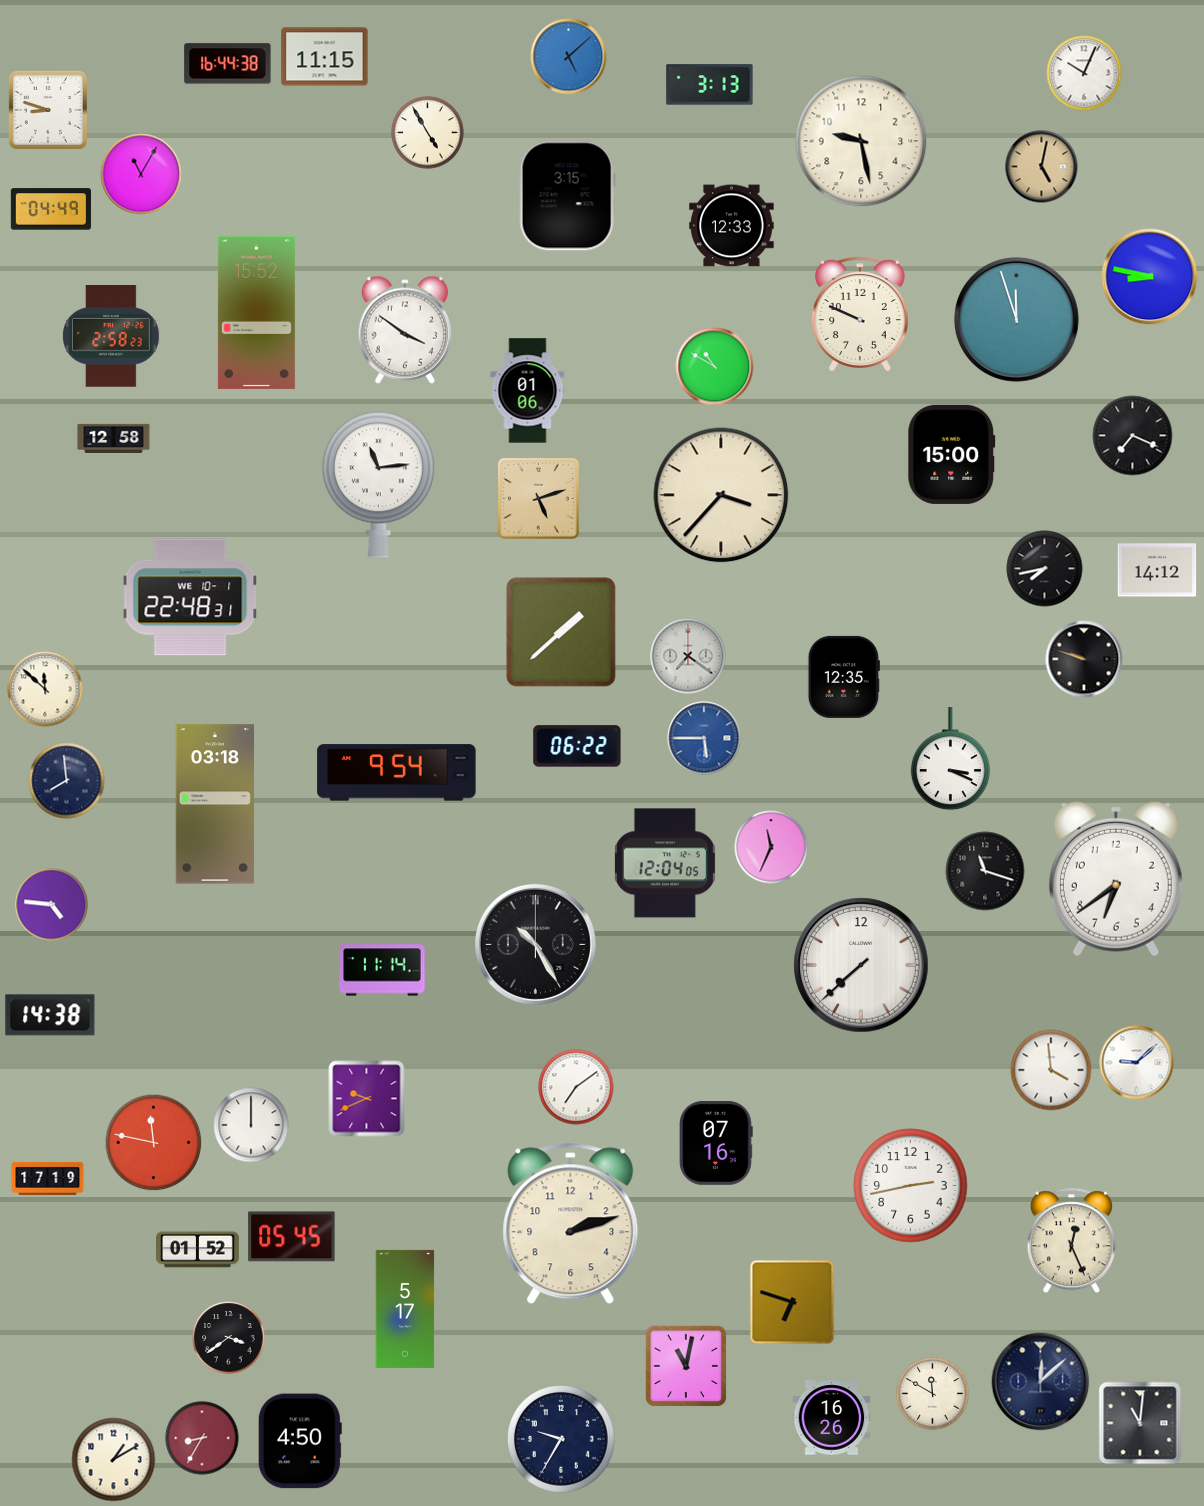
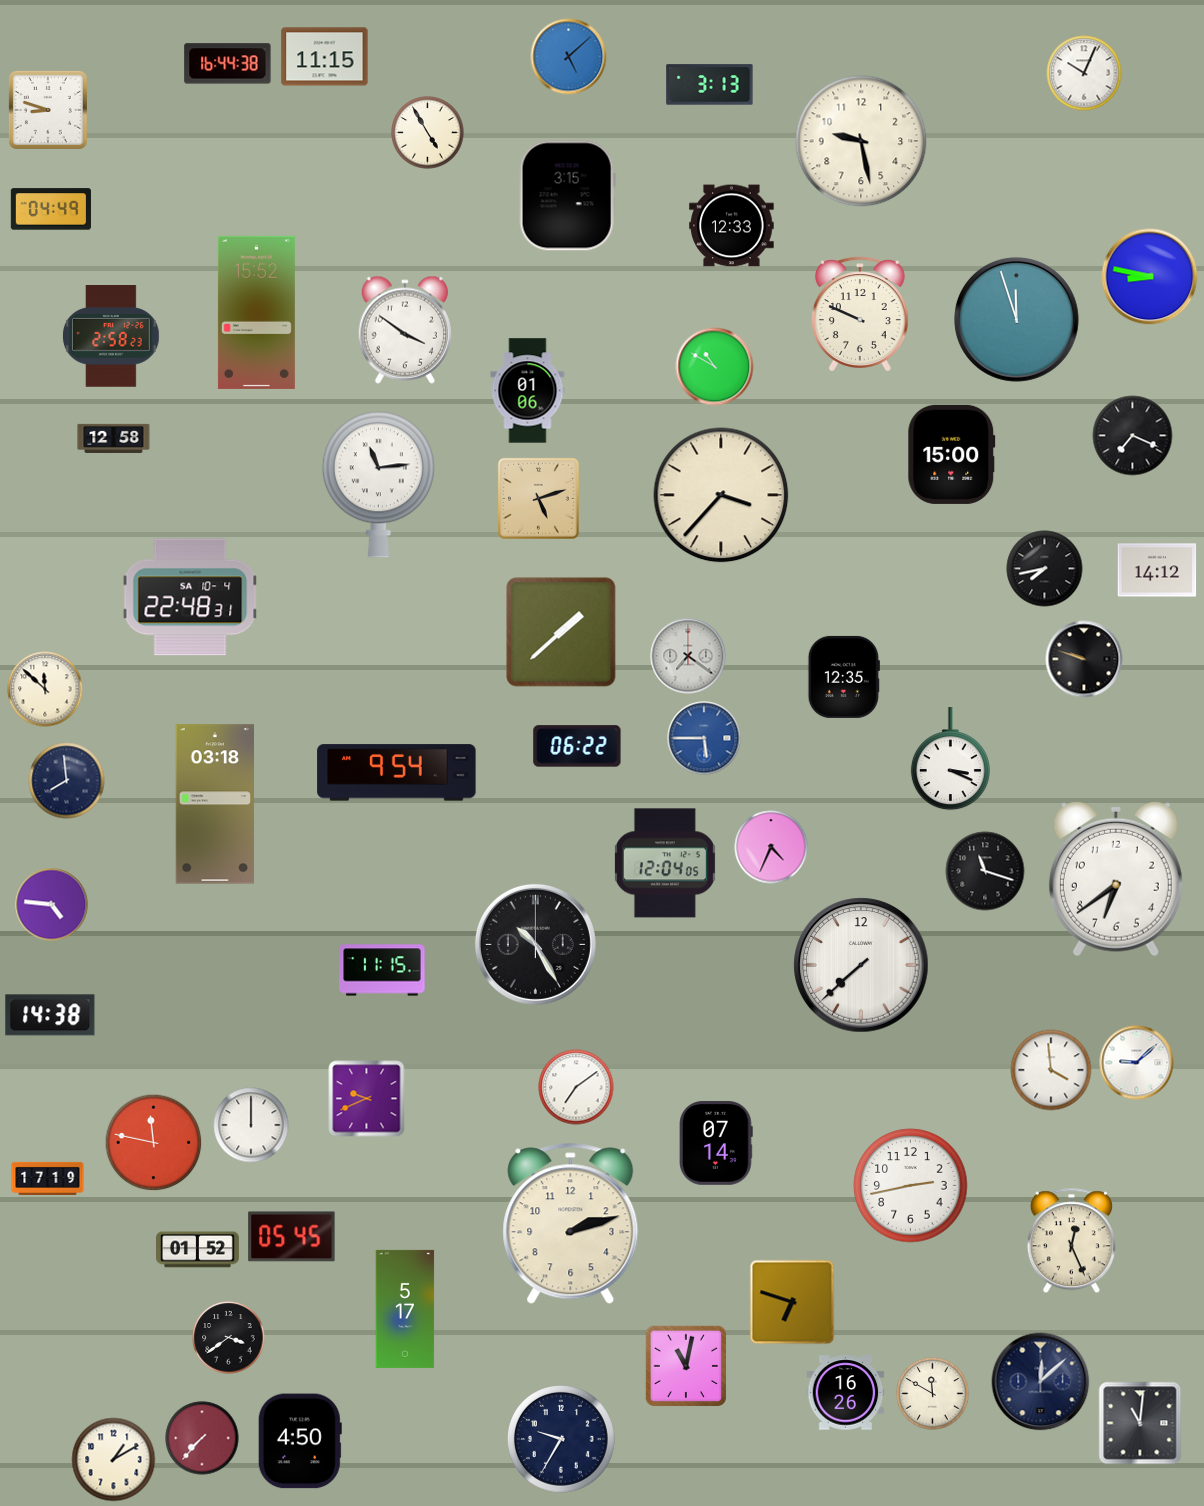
clock at (1042, 167): 5:02 -> none
clock at (141, 174): 11:05 -> none
clock at (190, 597) date: WE 10-1 -> SA 10-4
clock at (771, 847): 11:34 -> 4:34
clock at (382, 970): 11:14 -> 11:15
clock at (717, 1143): 07:16 -> 07:14
clock at (832, 1418) position: (832, 1418) -> (846, 1393)
clock at (202, 1438): 8:35 -> 7:37
